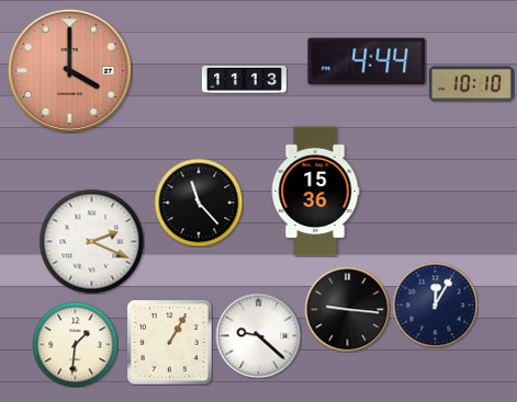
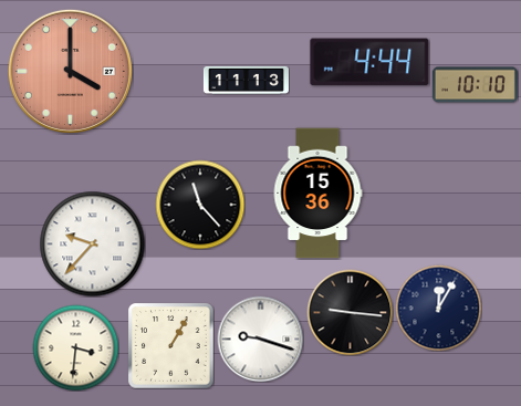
clock at (91, 241): 2:19 -> 9:37
clock at (258, 335): 9:22 -> 9:18
clock at (75, 344): 1:31 -> 3:31
